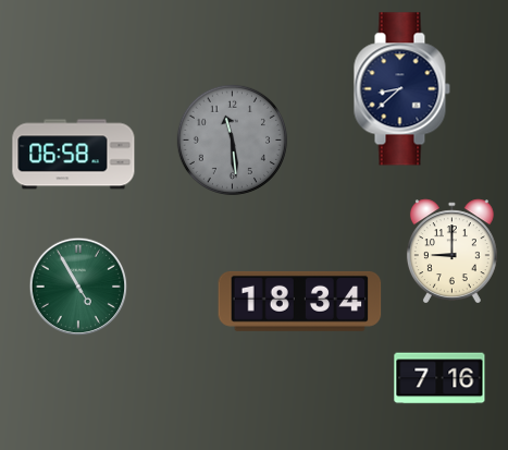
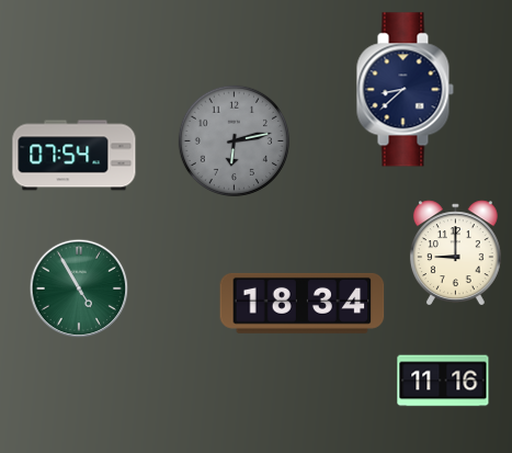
clock at (232, 139): 11:29 -> 6:13
clock at (74, 155): 06:58 -> 07:54
clock at (439, 378): 7:16 -> 11:16
